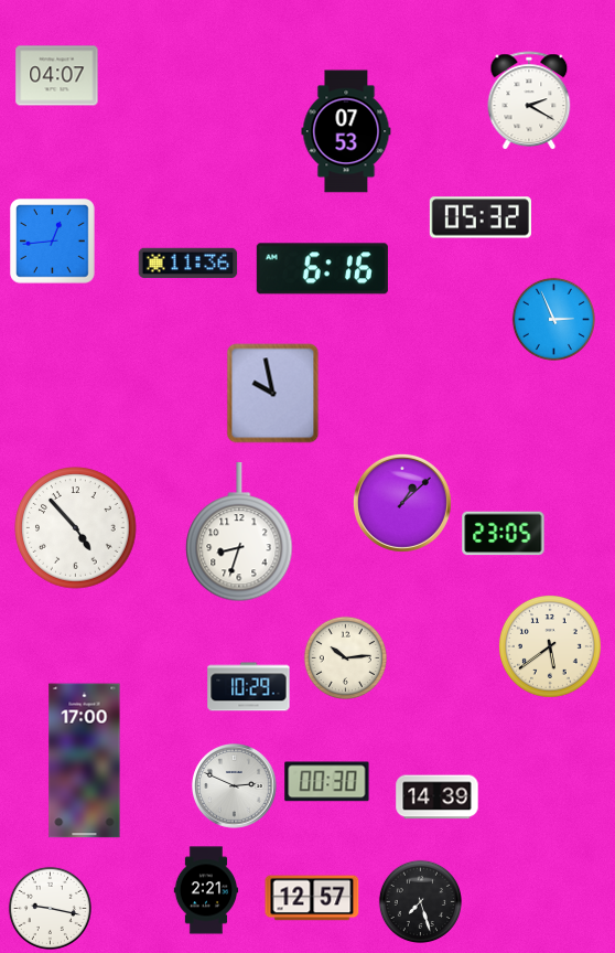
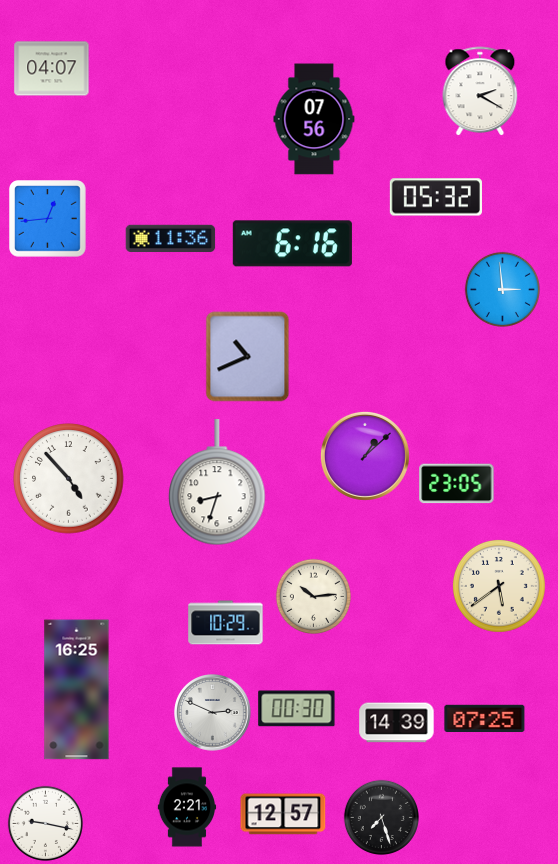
clock at (346, 131): 07:53 -> 07:56
clock at (553, 319): 2:56 -> 2:59
clock at (273, 394): 9:58 -> 10:41
clock at (85, 761): 17:00 -> 16:25
clock at (485, 718): none -> 07:25
